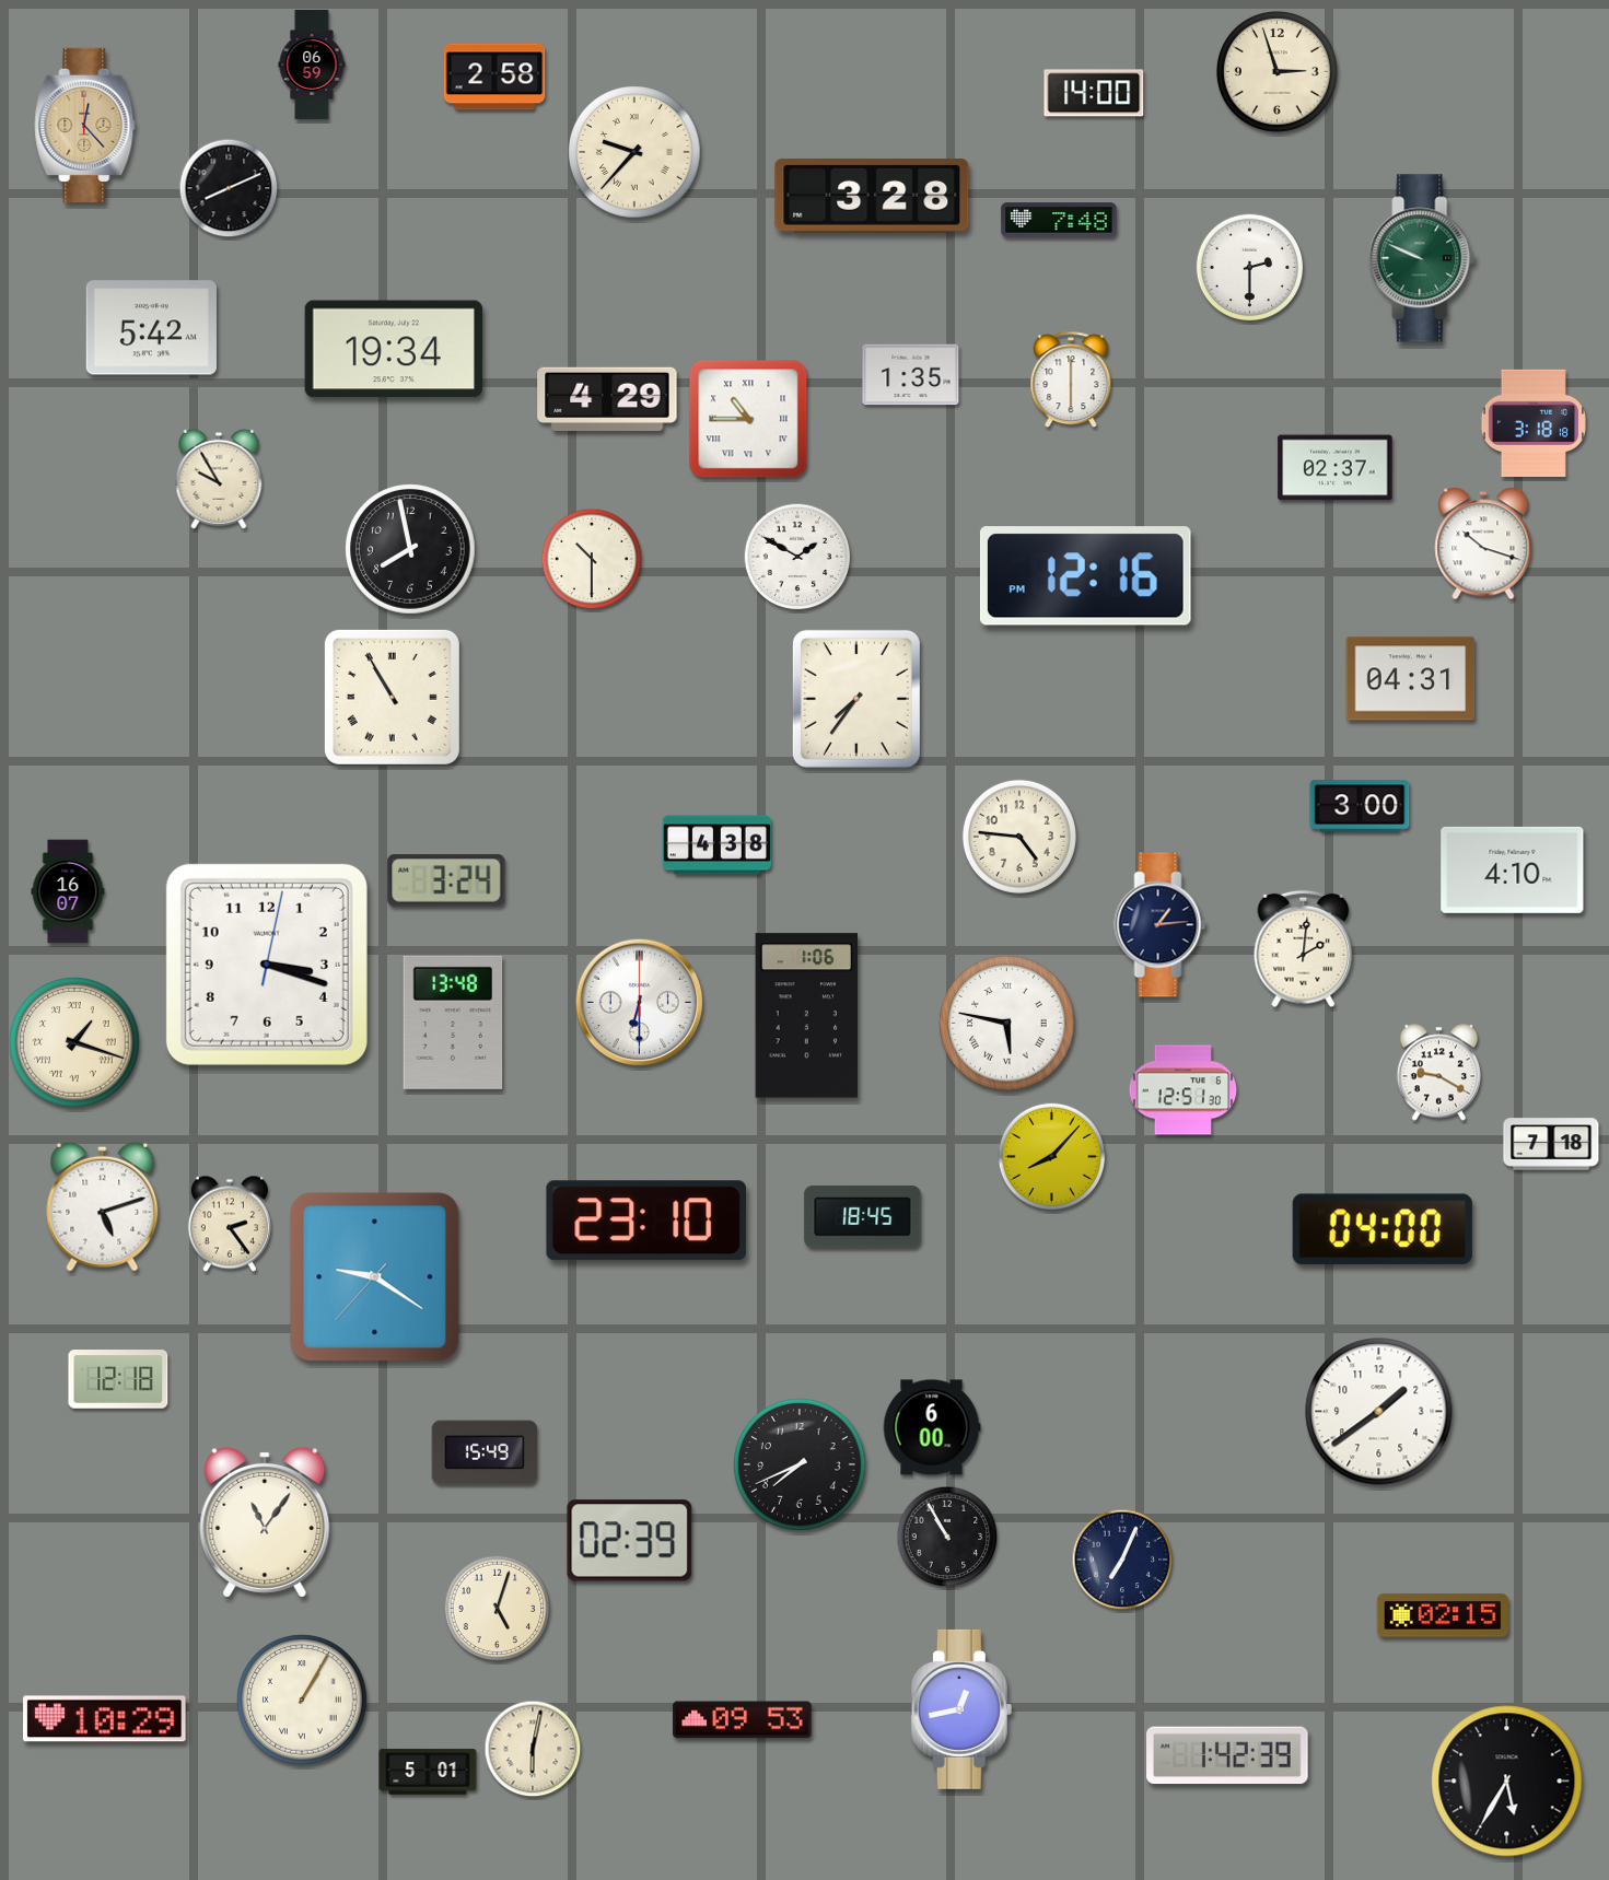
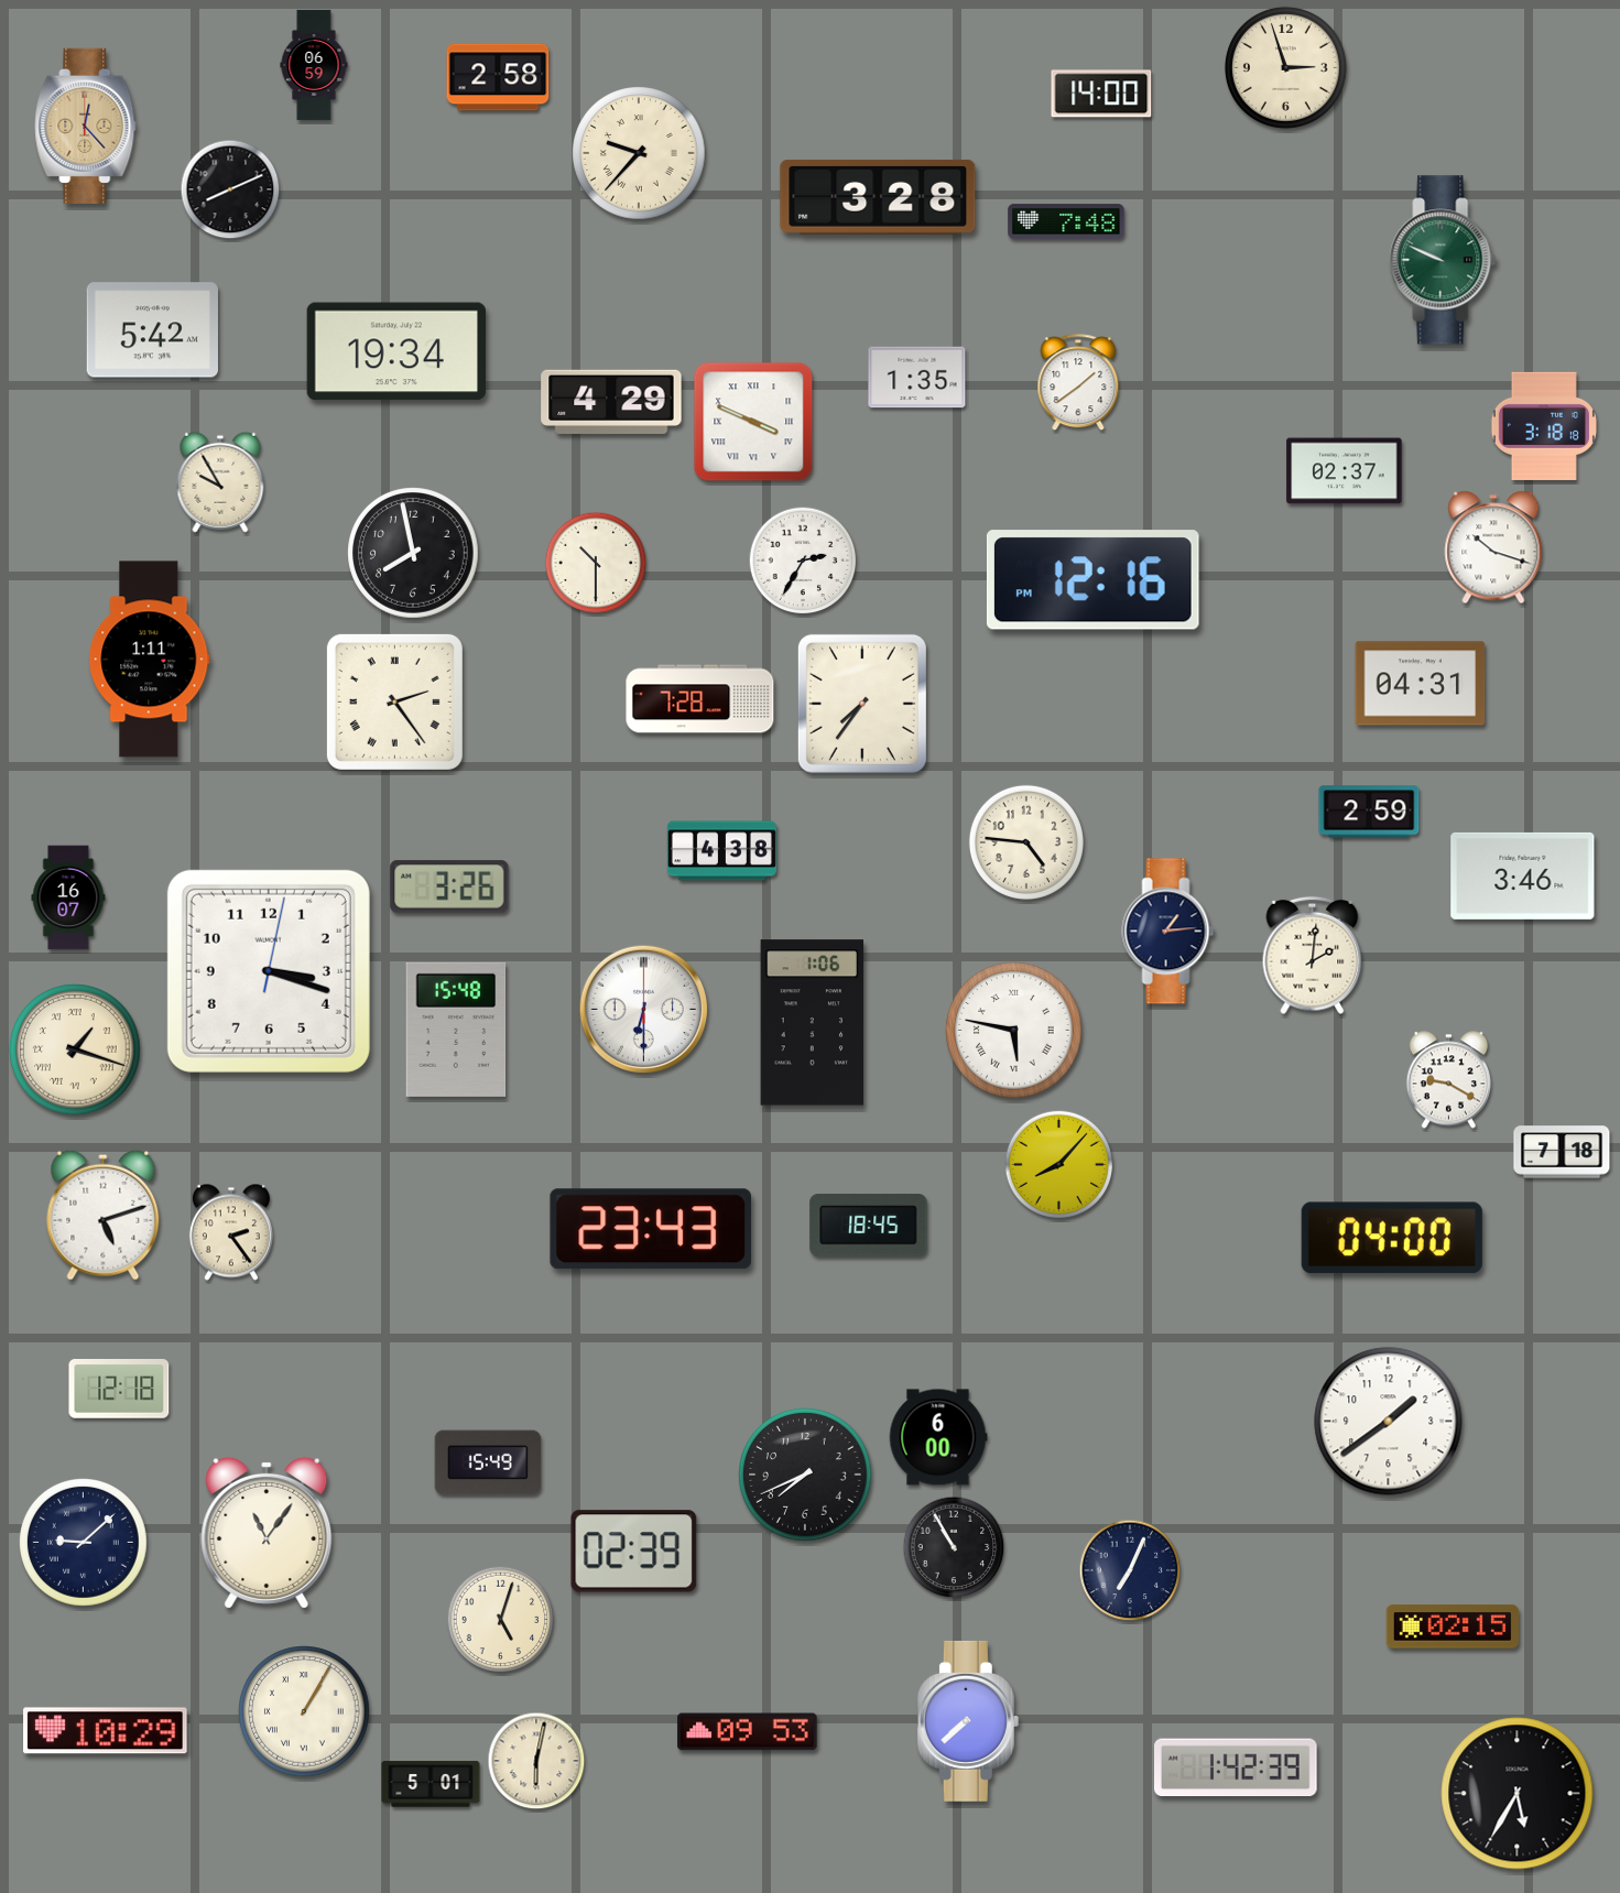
clock at (1276, 71) position: (1276, 71) -> (1285, 67)
clock at (1422, 258) position: (1422, 258) -> (1443, 260)
clock at (1250, 268): 2:30 -> none
clock at (1071, 381): 6:00 -> 1:39
clock at (748, 419): 10:45 -> 3:49
clock at (797, 557): 1:50 -> 2:35
clock at (150, 660): none -> 1:11
clock at (700, 699): none -> 7:28
clock at (392, 697): 10:55 -> 2:24
clock at (1360, 806): 3:00 -> 2:59
clock at (1513, 869): 4:10 -> 3:46
clock at (446, 880): 3:24 -> 3:26
clock at (453, 1023): 13:48 -> 15:48
clock at (1184, 1090): 12:51 -> none
clock at (646, 1221): 23:10 -> 23:43
clock at (375, 1277): 9:20 -> none
clock at (84, 1543): none -> 9:08
clock at (961, 1709): 12:43 -> 7:38
